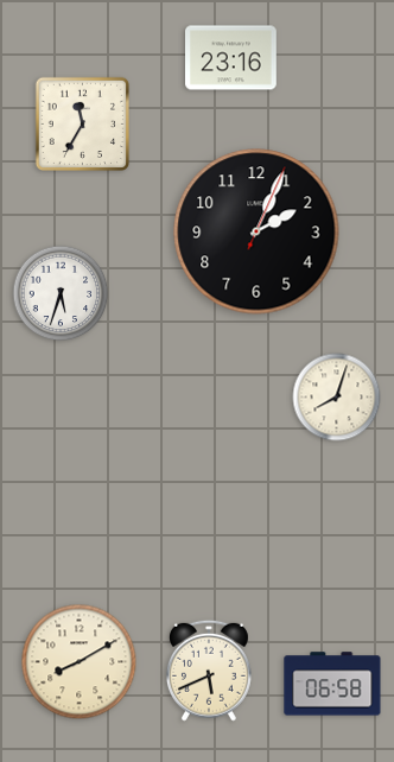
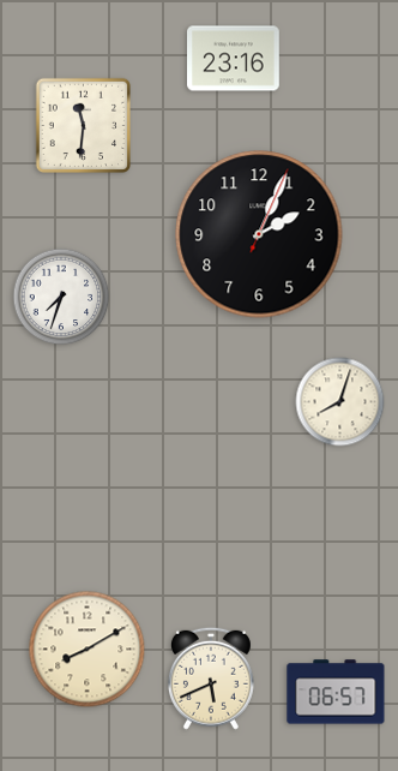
clock at (82, 123): 11:35 -> 11:31
clock at (61, 293): 5:33 -> 7:33
clock at (80, 662) position: (80, 662) -> (88, 650)
clock at (332, 684): 06:58 -> 06:57
